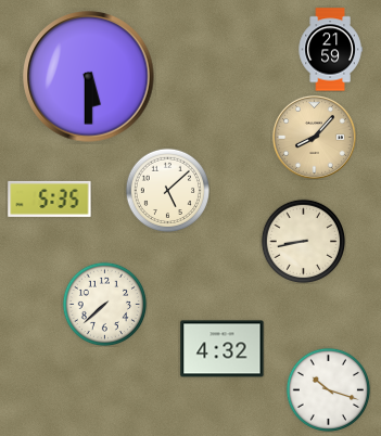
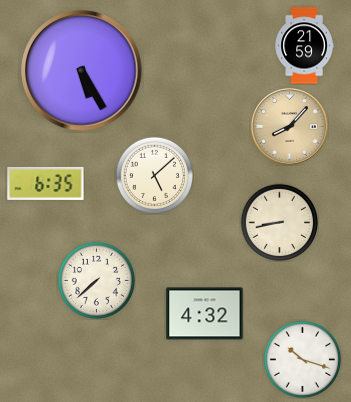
clock at (89, 77): 5:30 -> 5:25
clock at (50, 198): 5:35 -> 6:35
clock at (223, 349) position: (223, 349) -> (205, 314)
